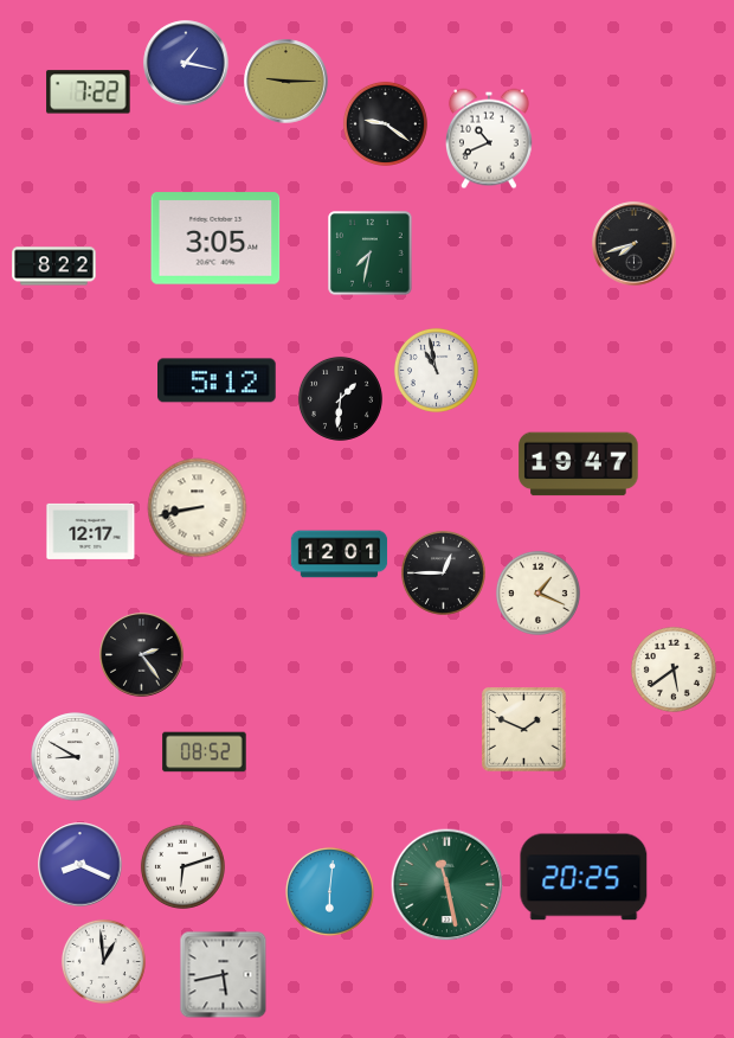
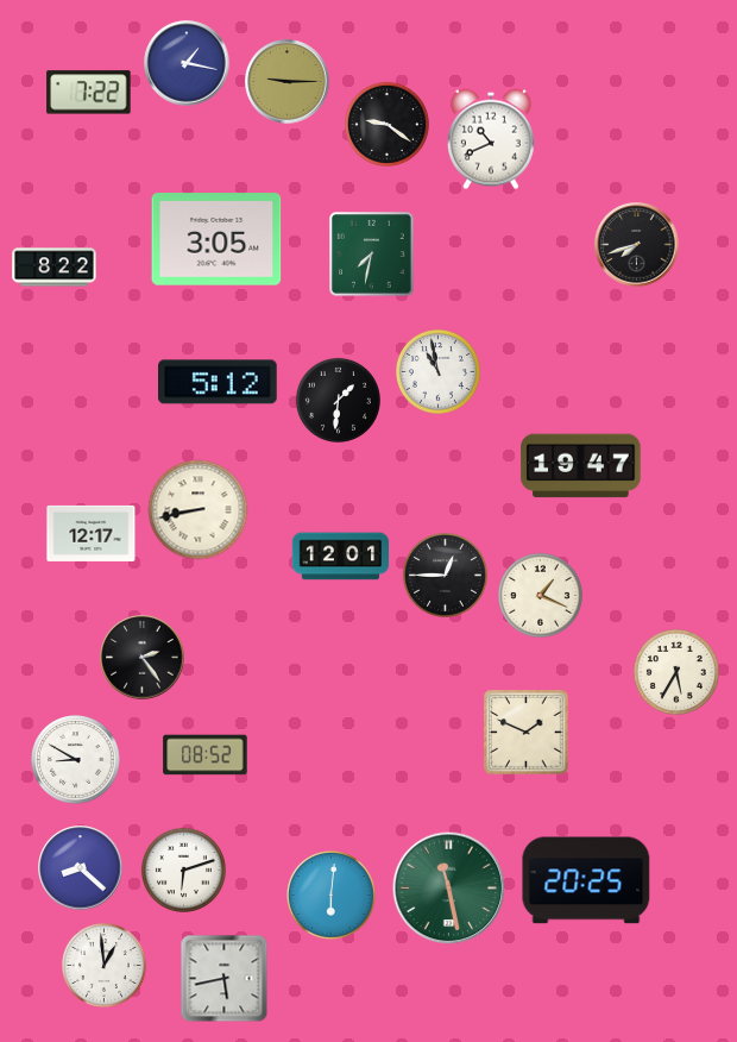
clock at (340, 398) position: (340, 398) -> (338, 400)
clock at (674, 669): 5:39 -> 5:35
clock at (81, 865): 8:19 -> 8:22
